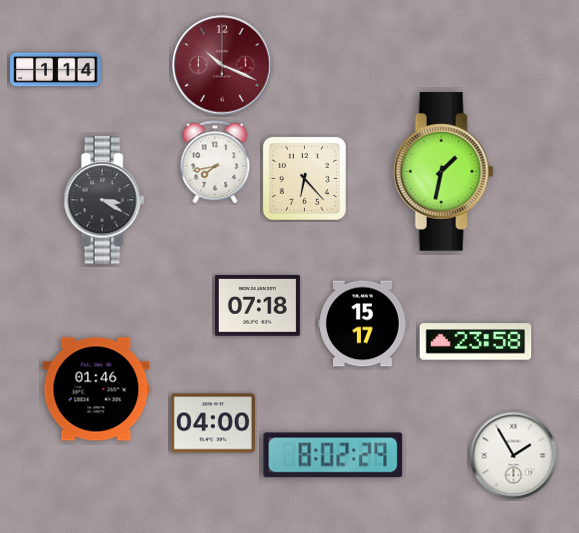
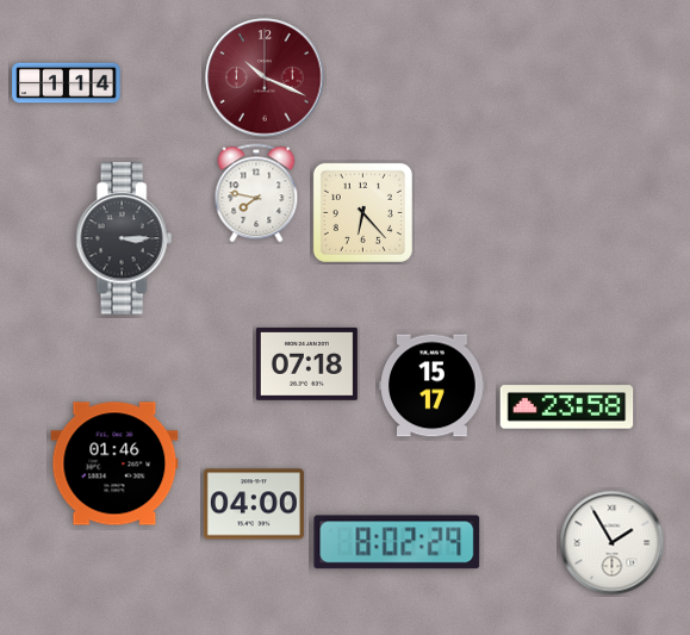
clock at (215, 162): 7:43 -> 7:47
clock at (443, 172): 1:32 -> none
clock at (104, 200): 3:20 -> 3:15
